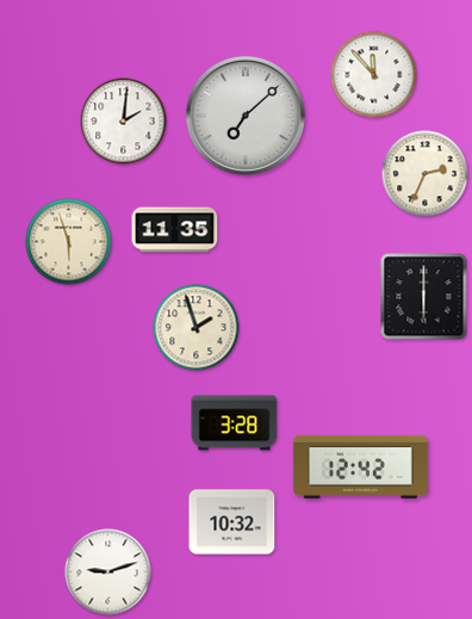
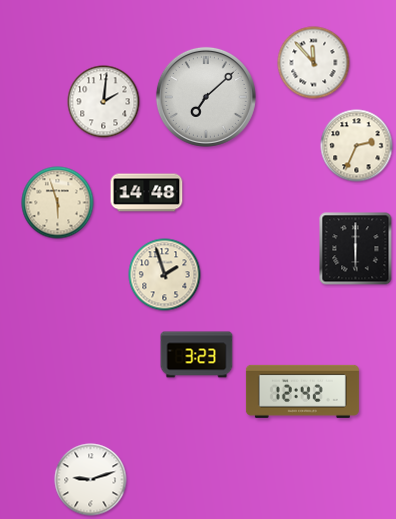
clock at (175, 230): 11:35 -> 14:48
clock at (235, 423): 3:28 -> 3:23
clock at (232, 522): 10:32 -> none
